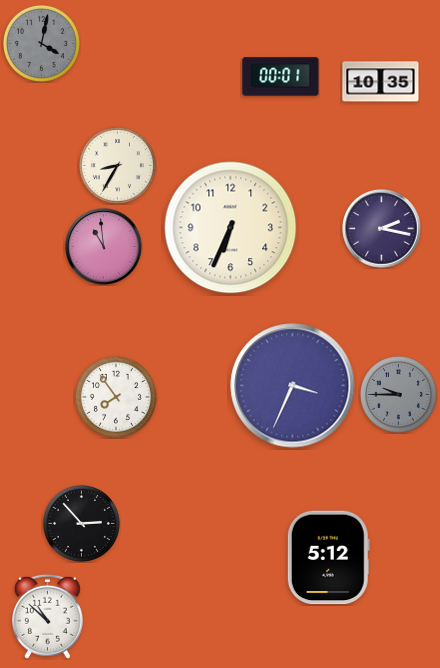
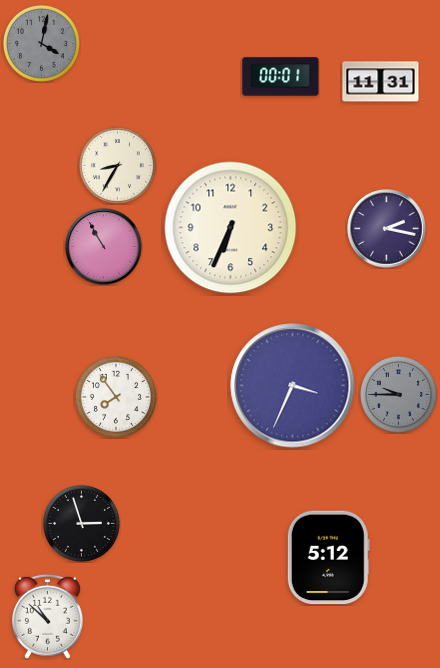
clock at (381, 82): 10:35 -> 11:31
clock at (382, 229) position: (382, 229) -> (387, 229)
clock at (104, 247): 10:59 -> 10:55
clock at (81, 523): 2:53 -> 2:57
